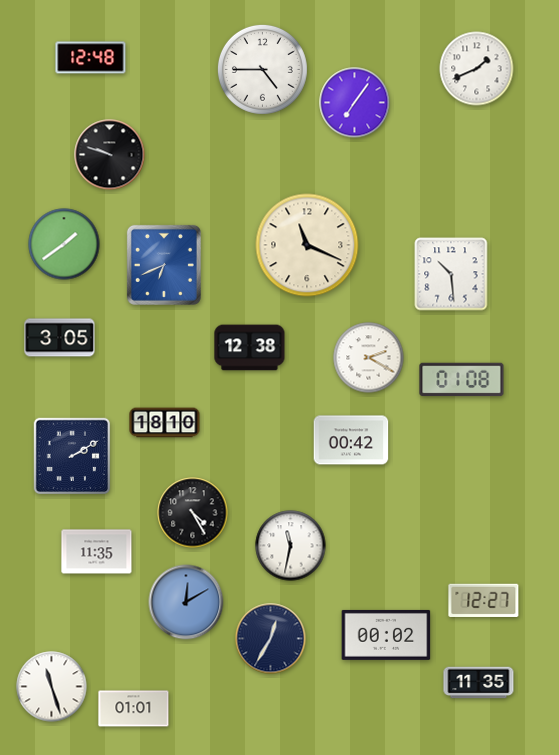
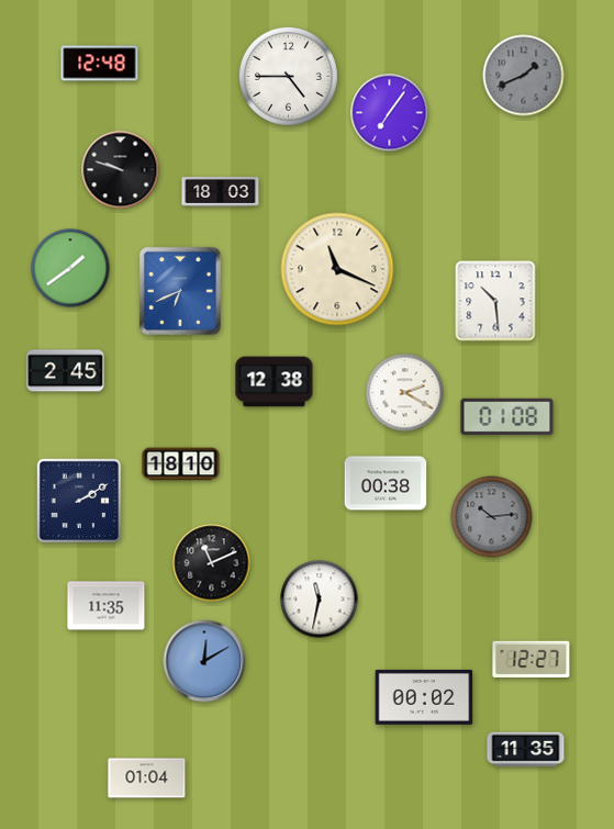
clock at (477, 69) dial: white -> grey
clock at (221, 192): none -> 18:03
clock at (60, 338): 3:05 -> 2:45
clock at (351, 440): 00:42 -> 00:38
clock at (492, 517): none -> 10:14
clock at (193, 513): 4:25 -> 11:11
clock at (271, 639): 12:35 -> none
clock at (52, 687): 11:27 -> none
clock at (134, 709): 01:01 -> 01:04
